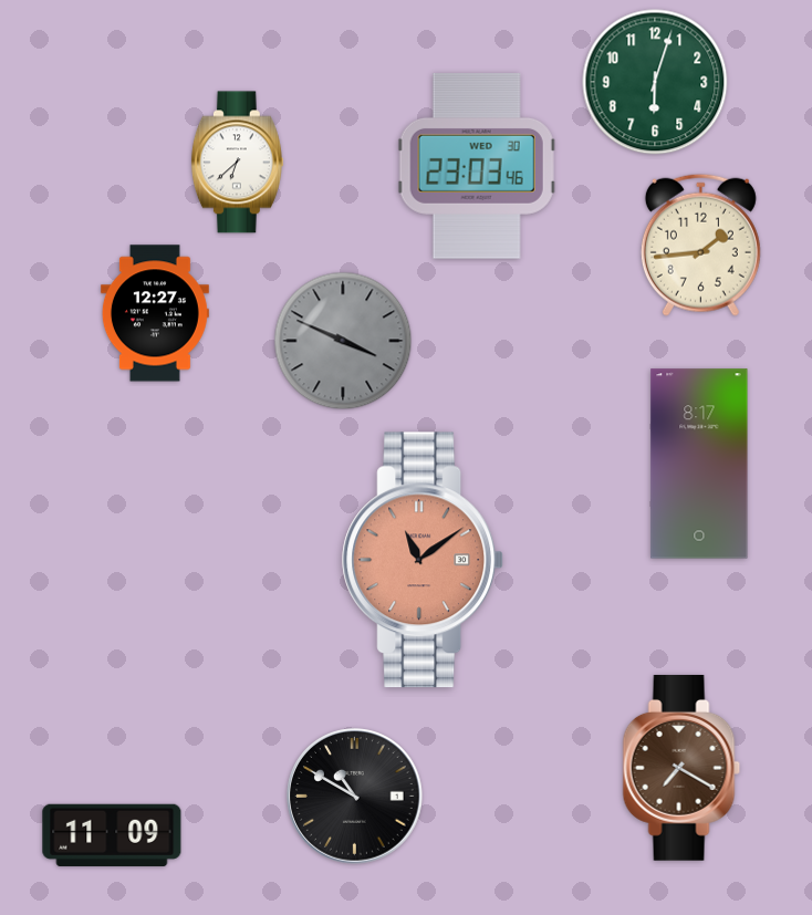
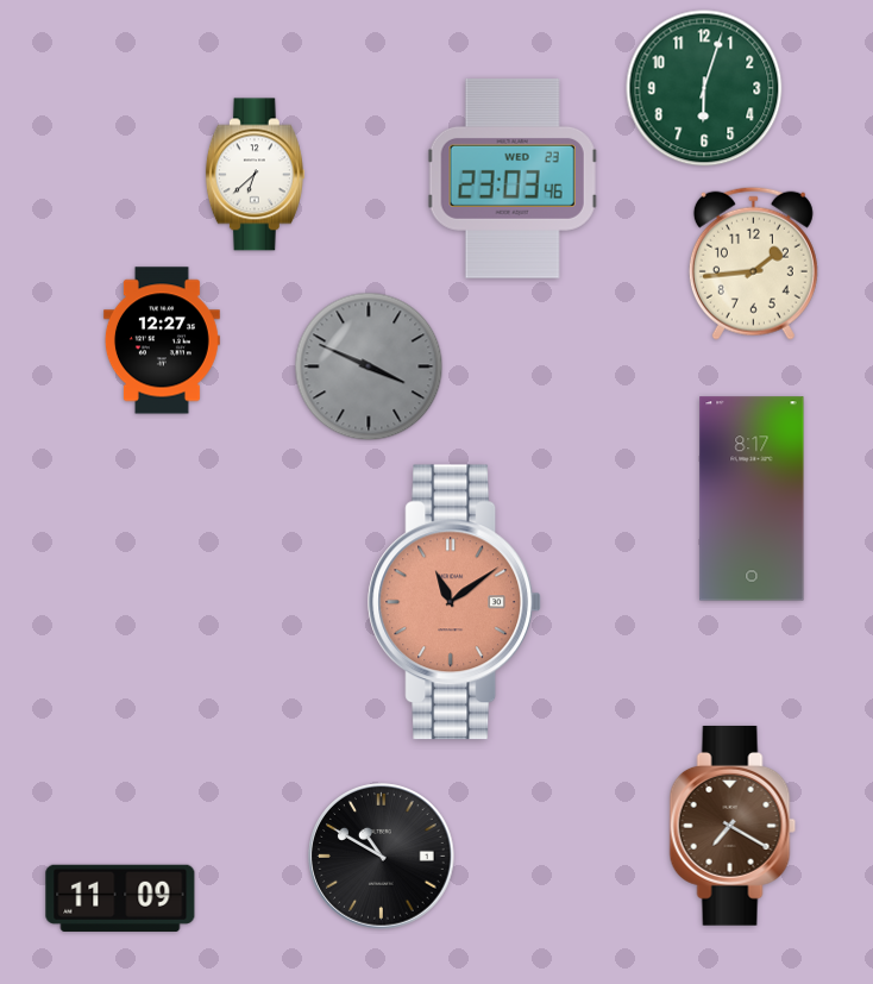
clock at (477, 166) date: WED 30 -> WED 23
clock at (155, 313) position: (155, 313) -> (162, 340)
